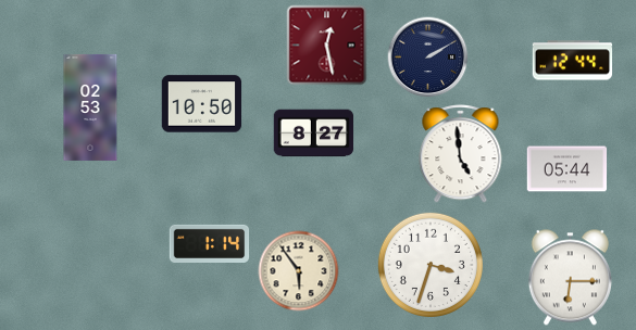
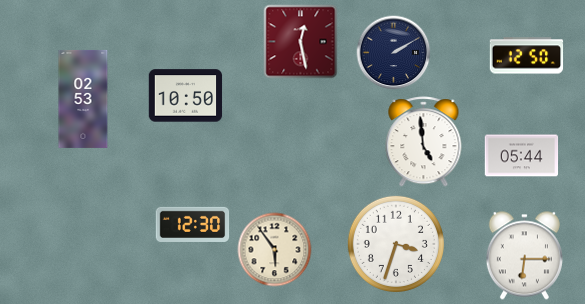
clock at (573, 61): 12:44 -> 12:50
clock at (314, 134): 8:27 -> none
clock at (210, 243): 1:14 -> 12:30
